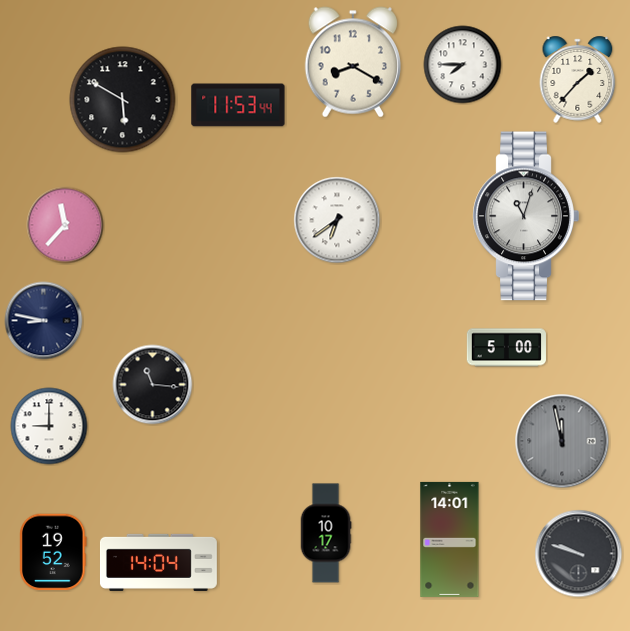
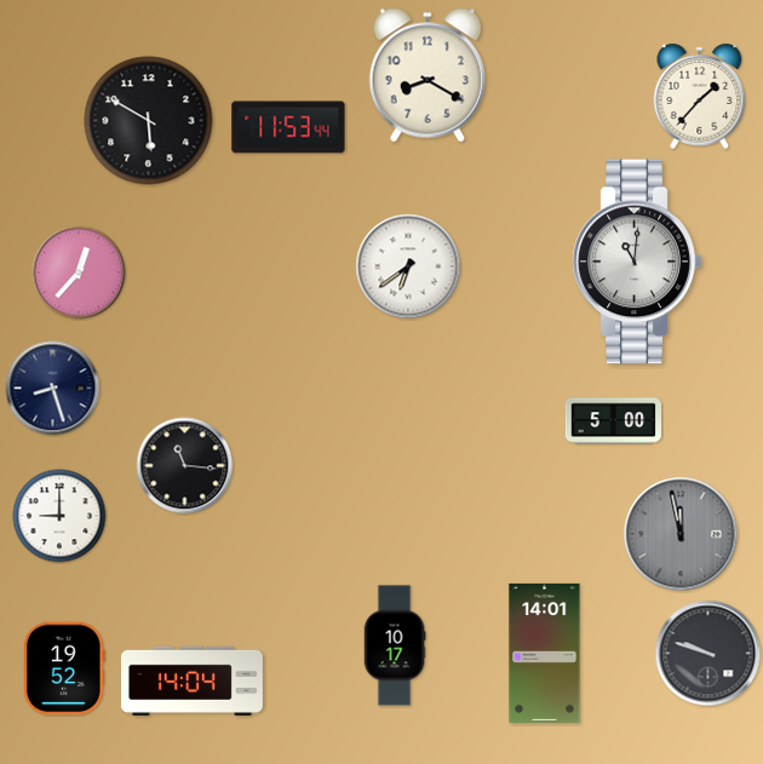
clock at (463, 65): 7:45 -> none
clock at (526, 216): 11:03 -> 11:01
clock at (65, 225): 11:37 -> 12:37
clock at (44, 321): 8:47 -> 8:27
clock at (579, 554) position: (579, 554) -> (708, 654)
